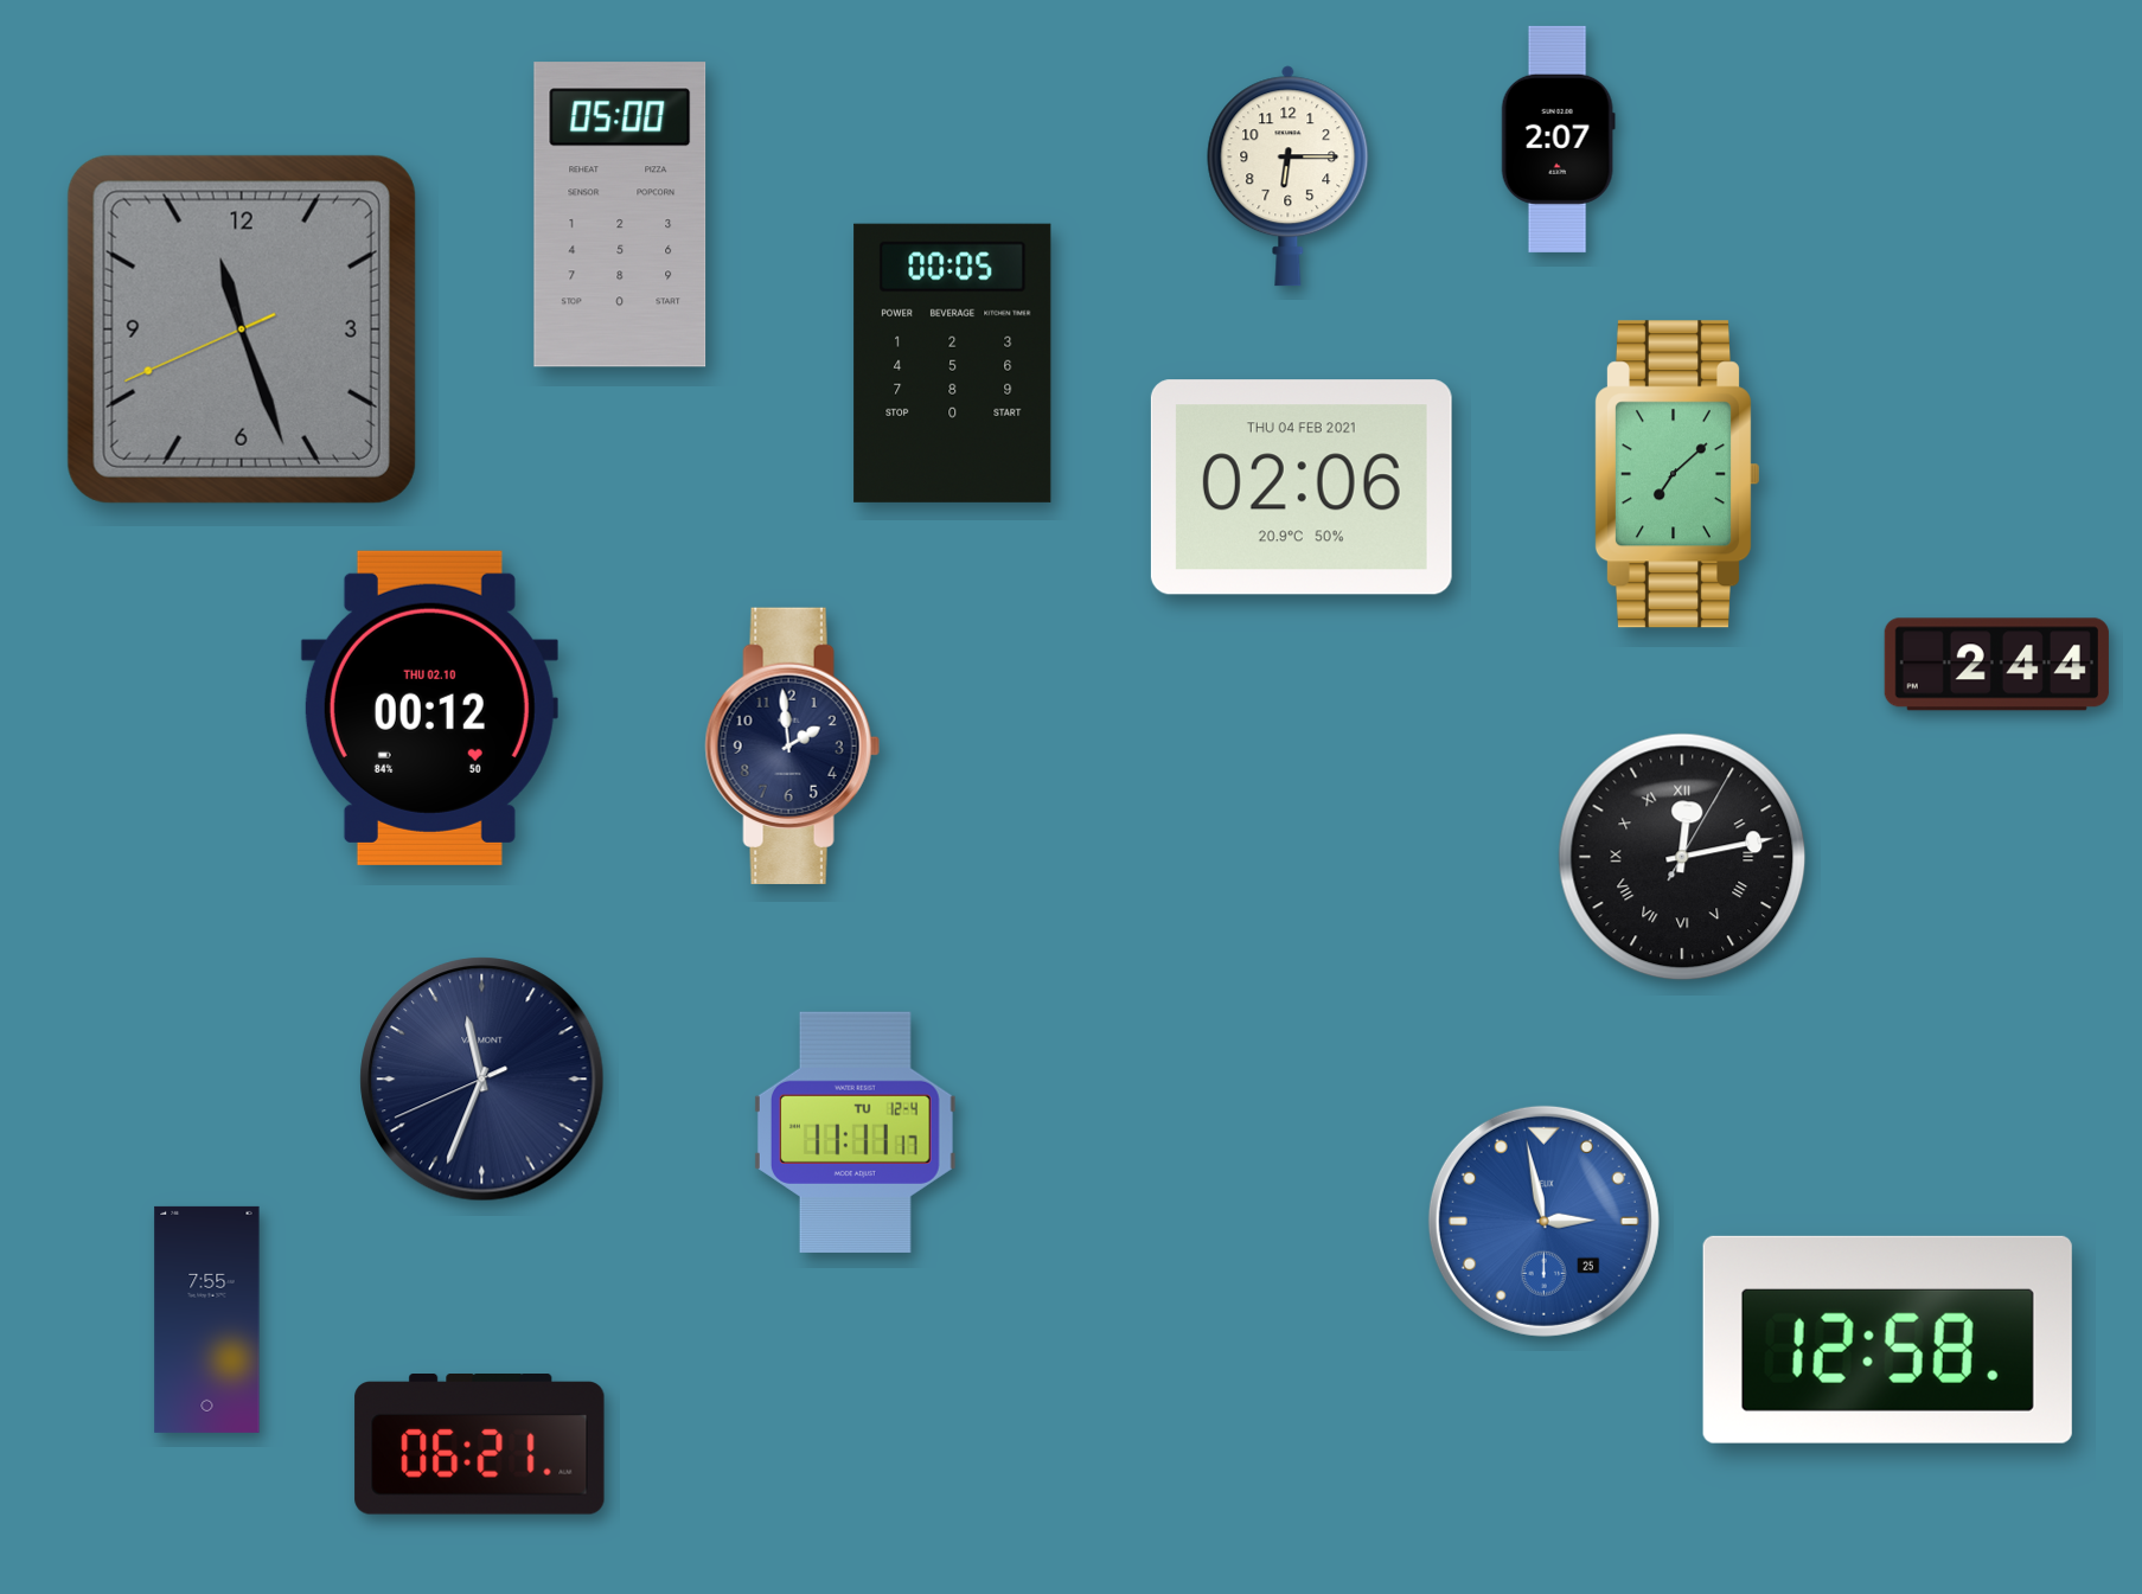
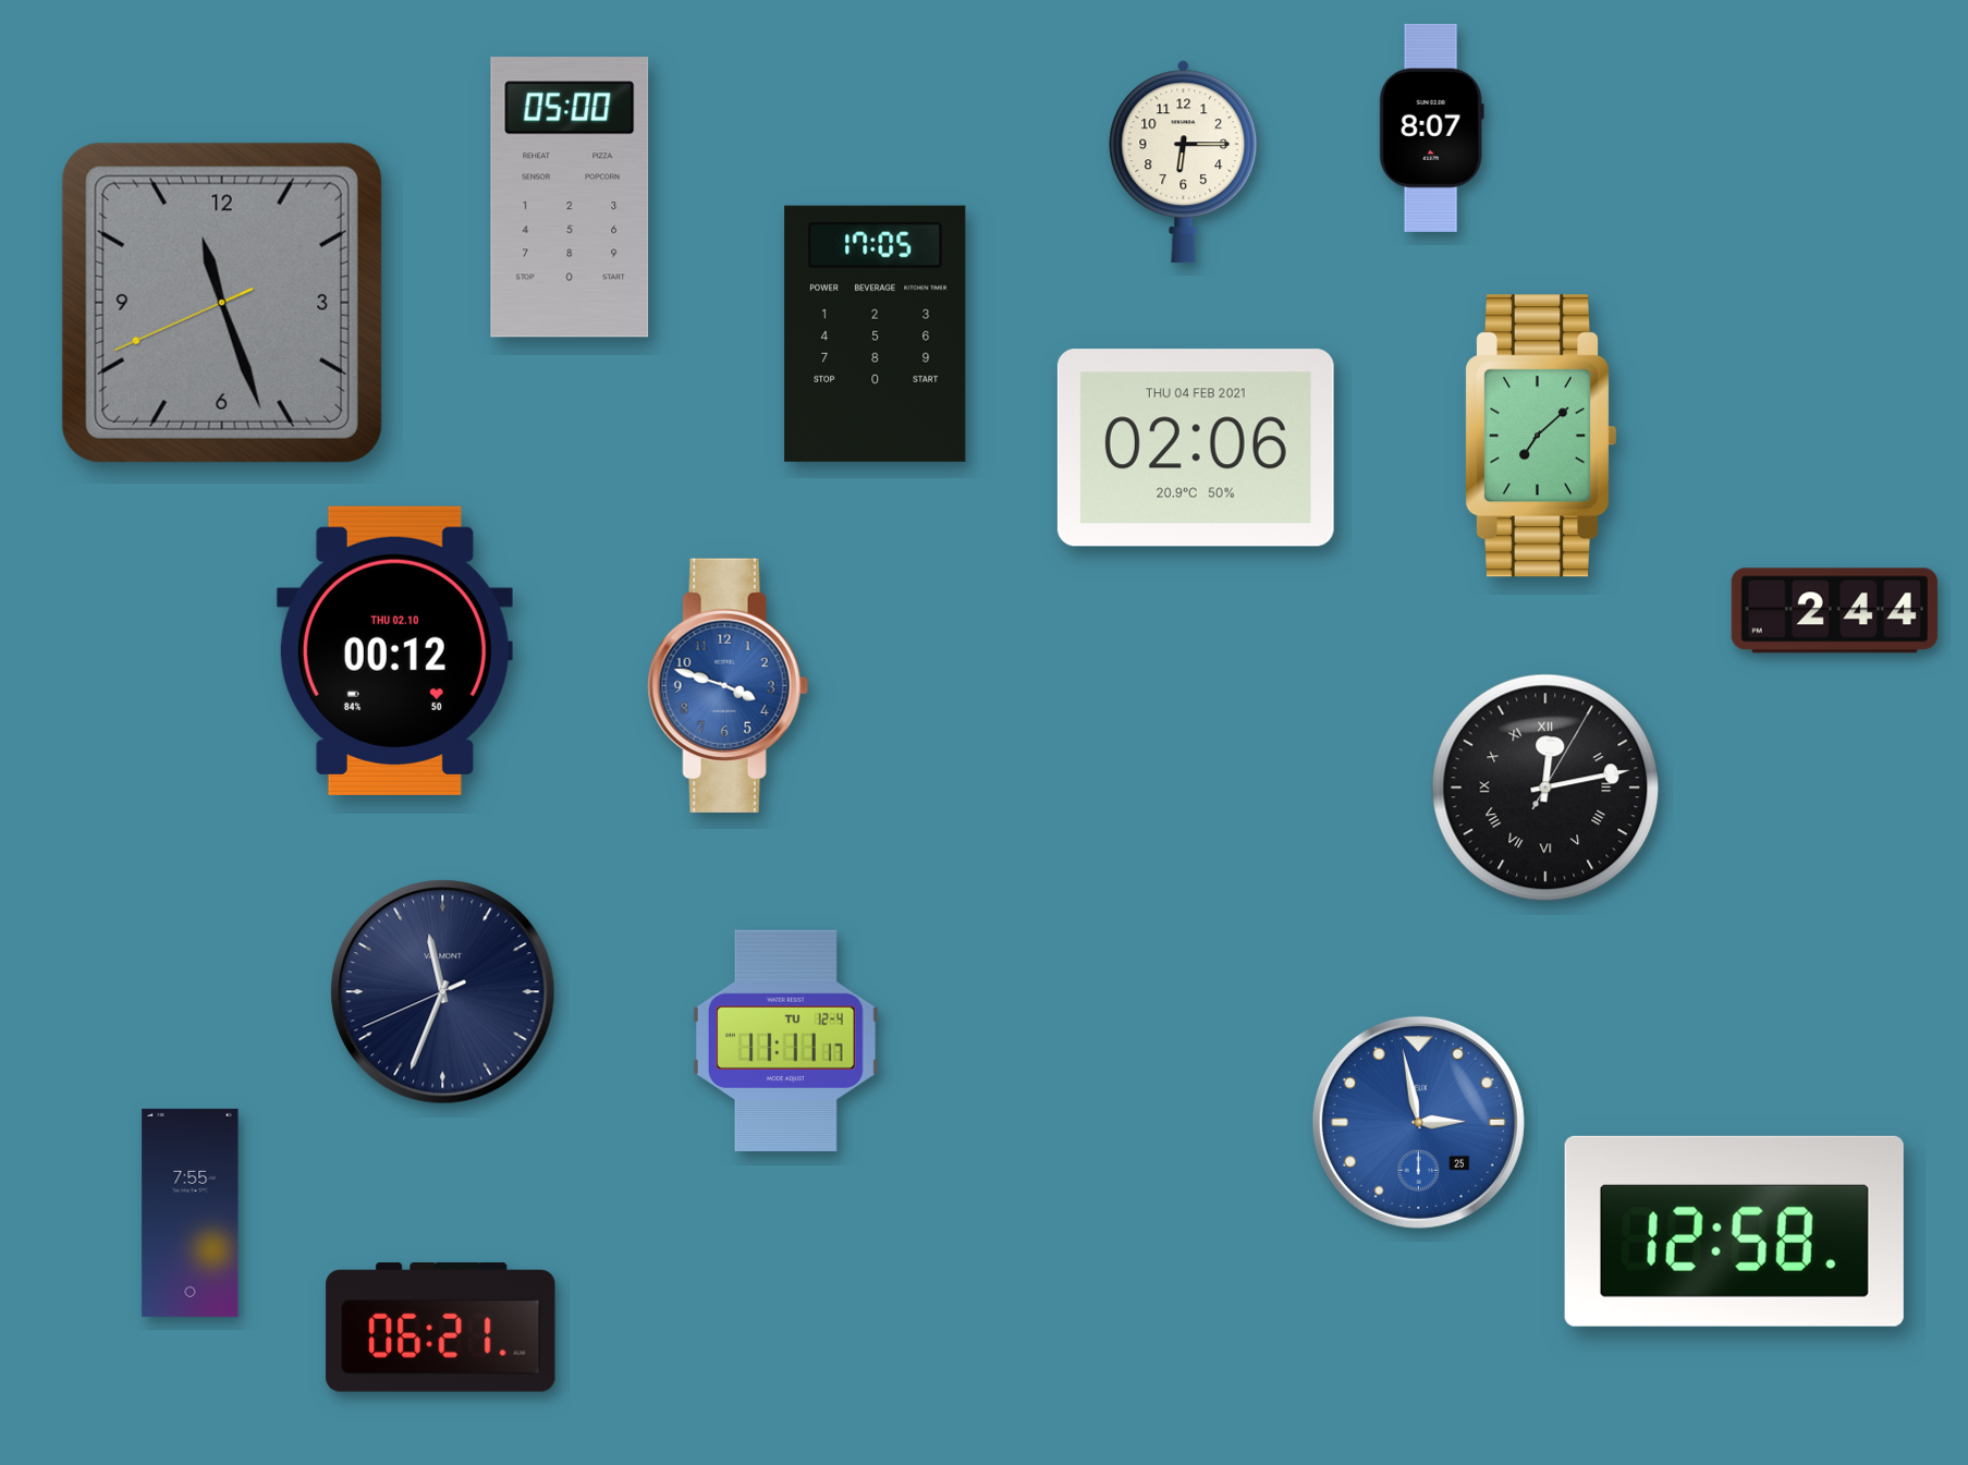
clock at (1558, 139): 2:07 -> 8:07
clock at (953, 363): 00:05 -> 17:05
clock at (792, 745): 1:59 -> 3:48
clock at (792, 745) dial: navy -> blue
